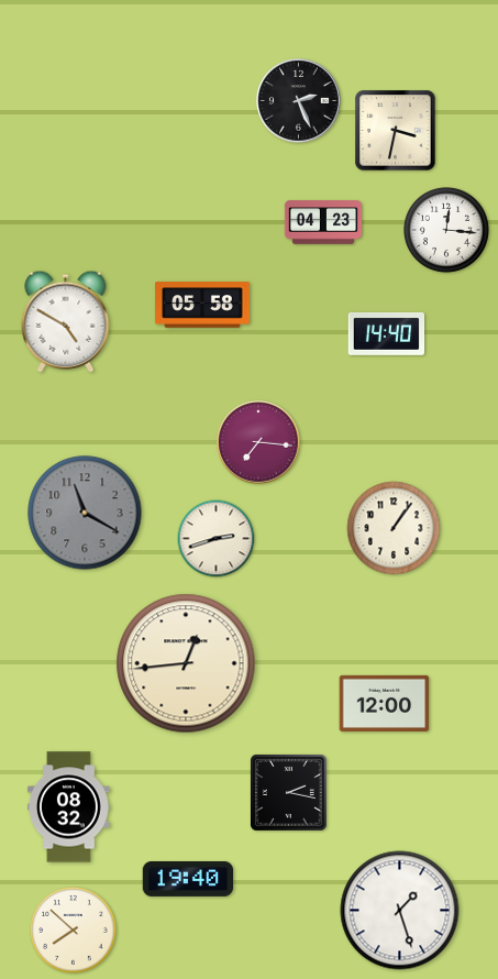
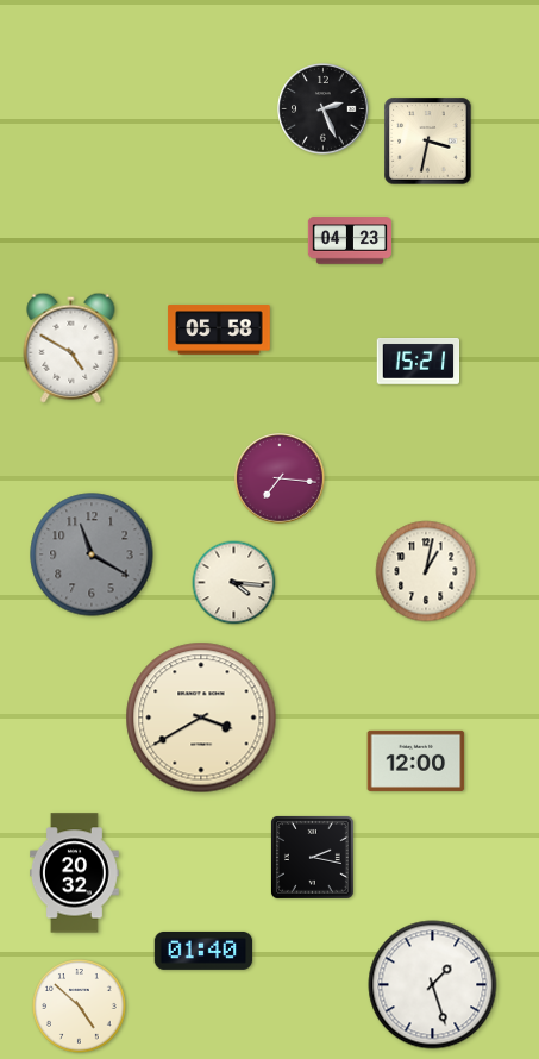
clock at (446, 230): 12:16 -> none
clock at (387, 333): 14:40 -> 15:21
clock at (394, 528): 1:06 -> 1:02
clock at (217, 539): 2:42 -> 4:16
clock at (186, 663): 12:44 -> 3:40
clock at (68, 807): 08:32 -> 20:32
clock at (188, 879): 19:40 -> 01:40
clock at (74, 931): 7:52 -> 4:52
